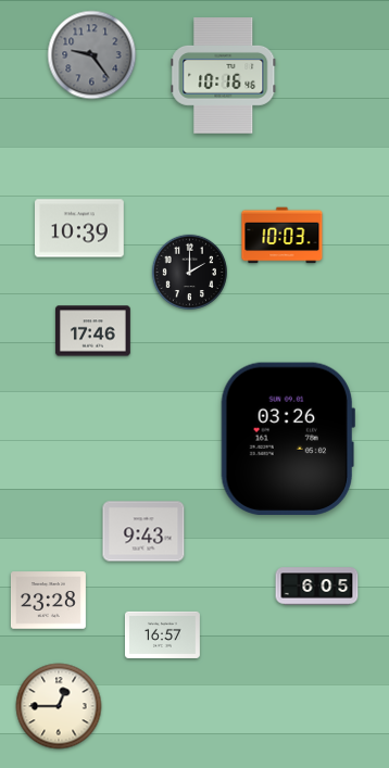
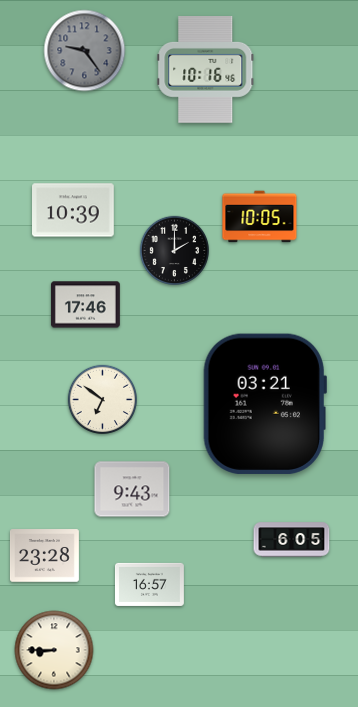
clock at (283, 236): 10:03 -> 10:05
clock at (103, 399): none -> 6:51
clock at (288, 439): 03:26 -> 03:21
clock at (48, 601) position: (48, 601) -> (44, 556)
clock at (59, 706): 12:45 -> 8:45
